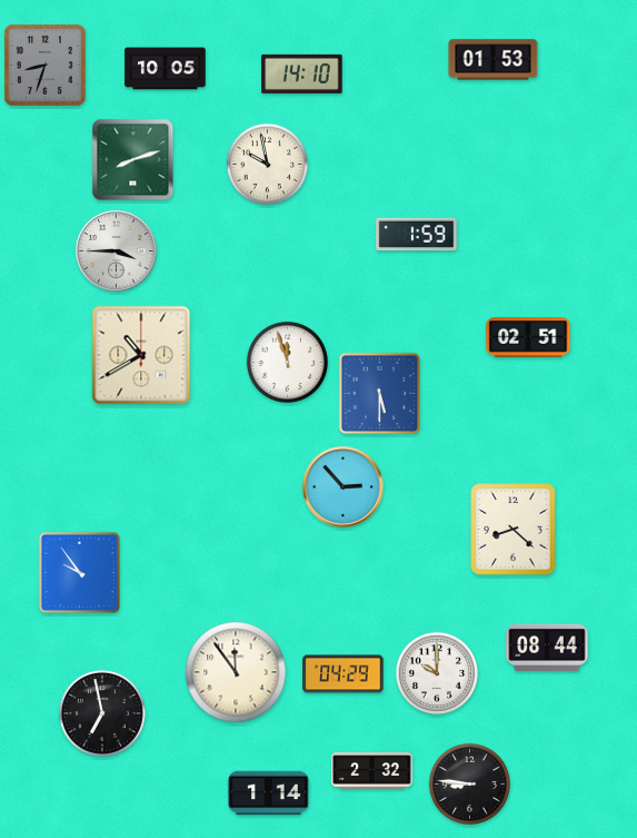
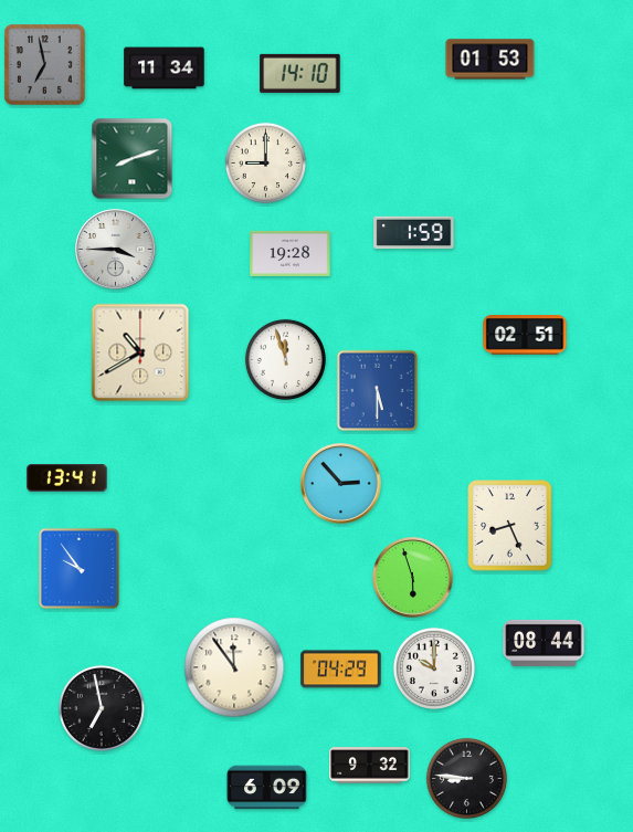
clock at (44, 65): 8:33 -> 6:58
clock at (166, 69): 10:05 -> 11:34
clock at (267, 164): 9:58 -> 9:00
clock at (291, 253): none -> 19:28
clock at (67, 478): none -> 13:41
clock at (514, 530): 8:22 -> 8:26
clock at (413, 578): none -> 5:57
clock at (372, 771): 2:32 -> 9:32
clock at (269, 793): 1:14 -> 6:09
